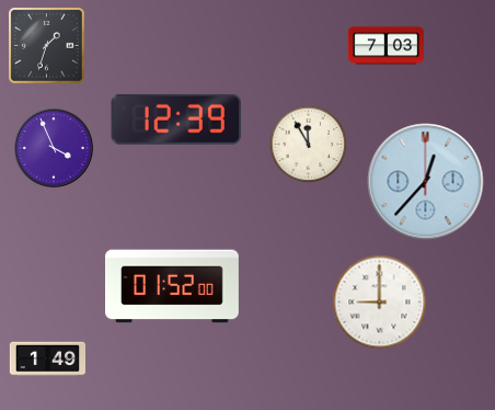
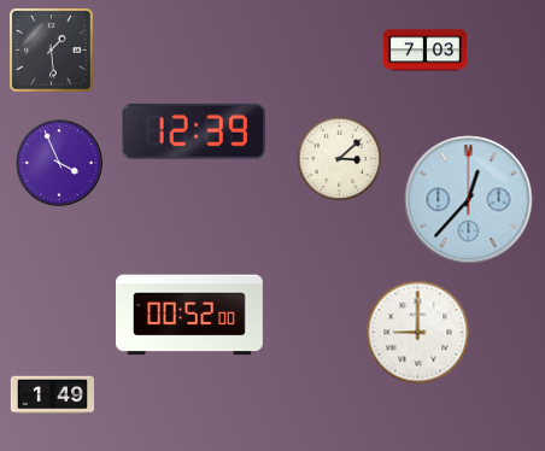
clock at (47, 46): 1:33 -> 1:29
clock at (309, 145): 11:55 -> 3:08
clock at (173, 286): 01:52 -> 00:52
